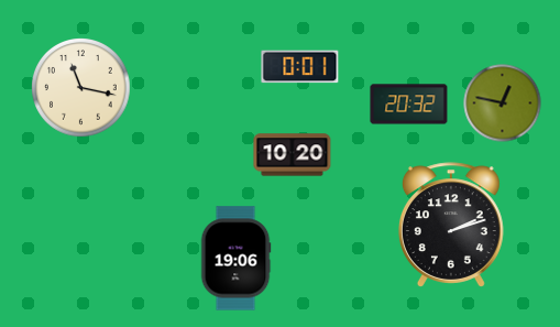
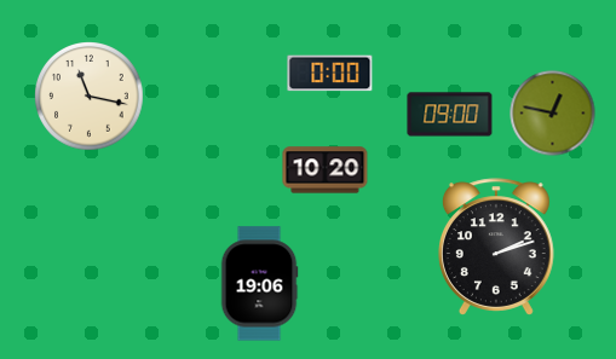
clock at (300, 67): 0:01 -> 0:00
clock at (409, 105): 20:32 -> 09:00
clock at (293, 155) position: (293, 155) -> (326, 170)
